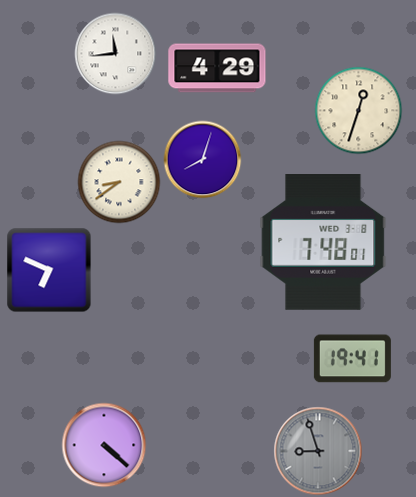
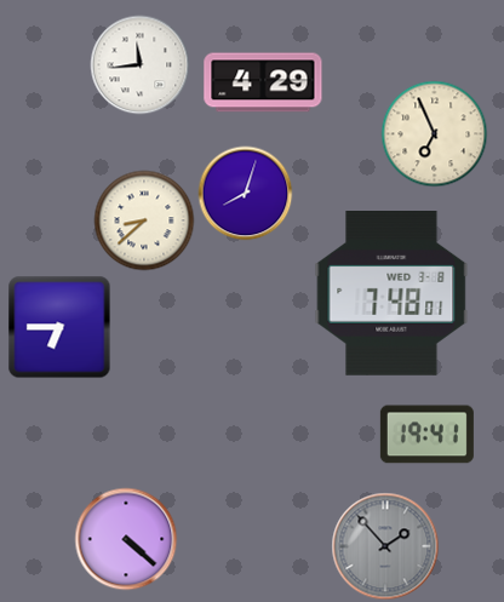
clock at (358, 110): 12:33 -> 6:56
clock at (119, 182): 8:39 -> 8:38
clock at (49, 270): 6:49 -> 6:45
clock at (318, 451): 8:57 -> 1:53
